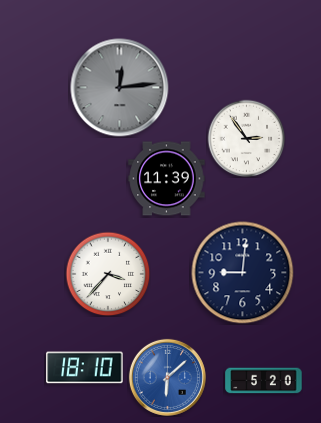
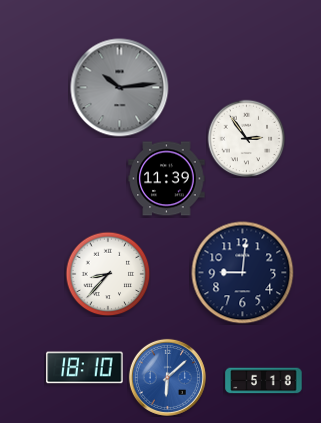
clock at (120, 88): 12:14 -> 10:14
clock at (108, 274): 3:37 -> 8:37
clock at (264, 381): 5:20 -> 5:18
